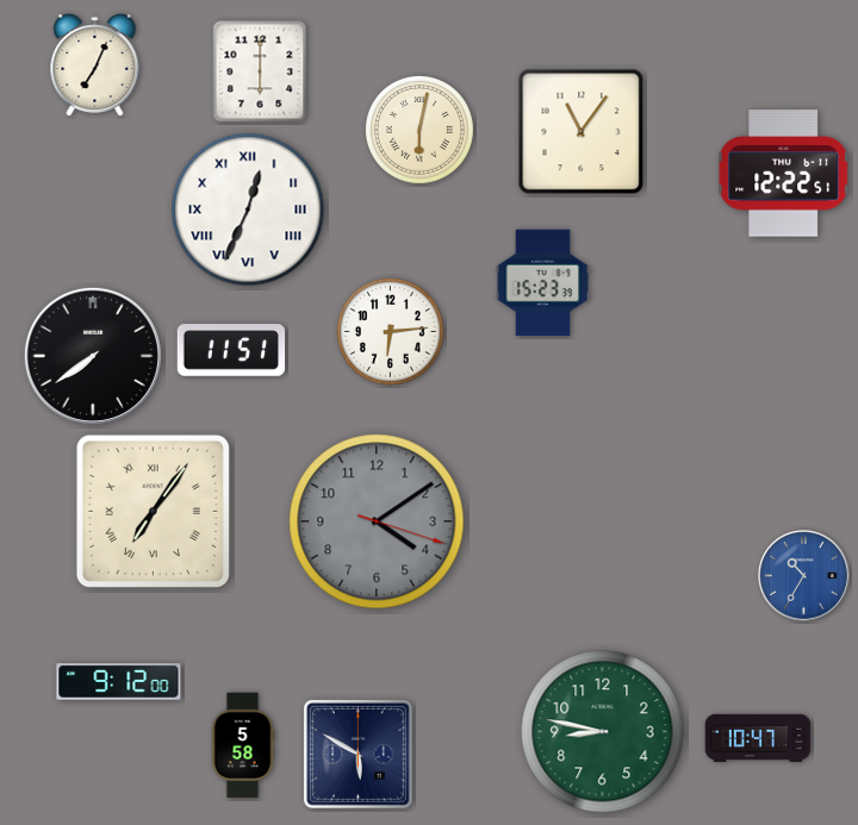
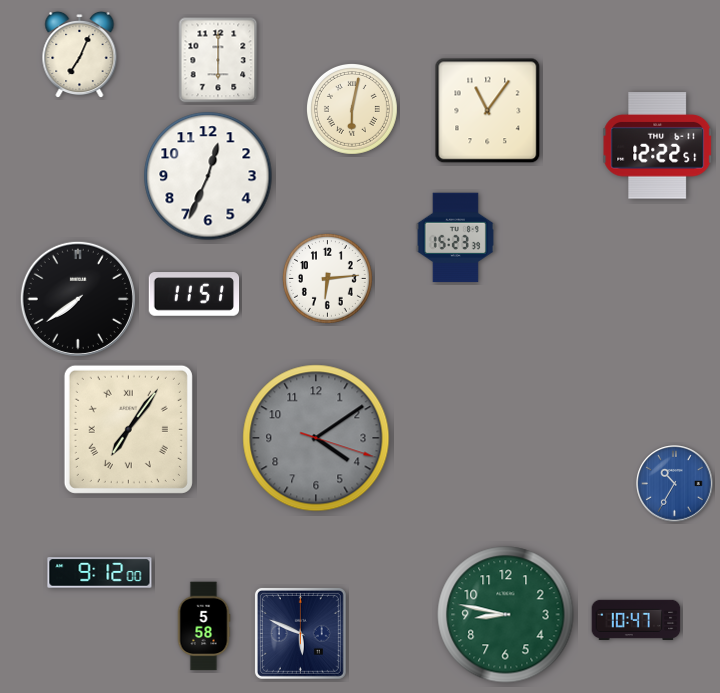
clock at (248, 210) numerals: Roman -> Arabic
clock at (357, 754): 5:50 -> 5:49
